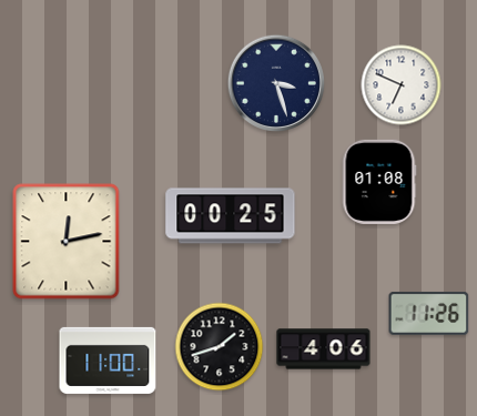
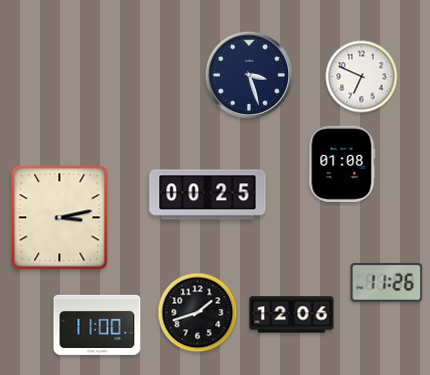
clock at (67, 242): 12:13 -> 3:13
clock at (324, 349): 4:06 -> 12:06
